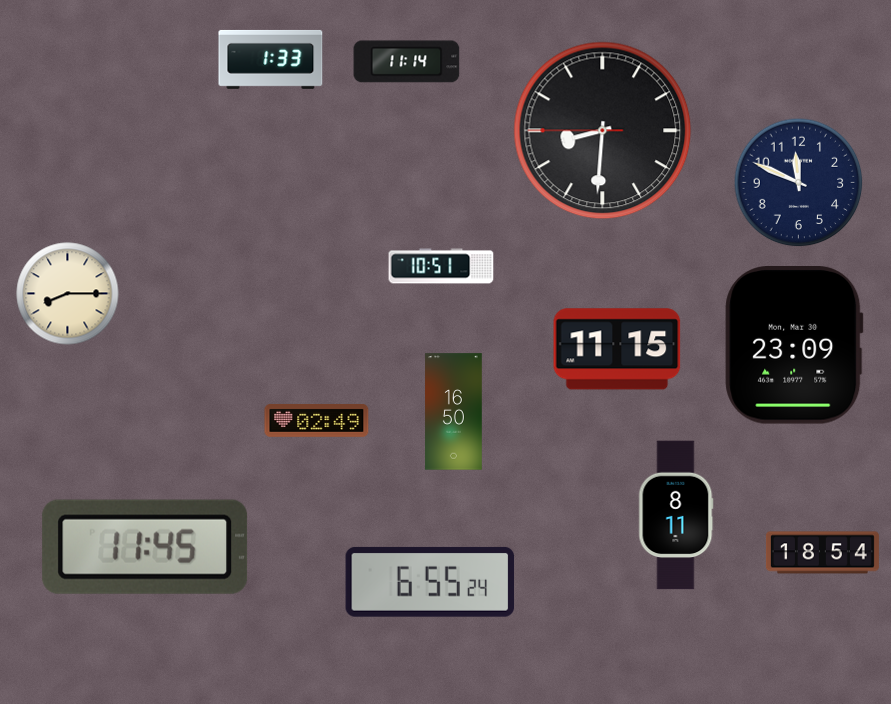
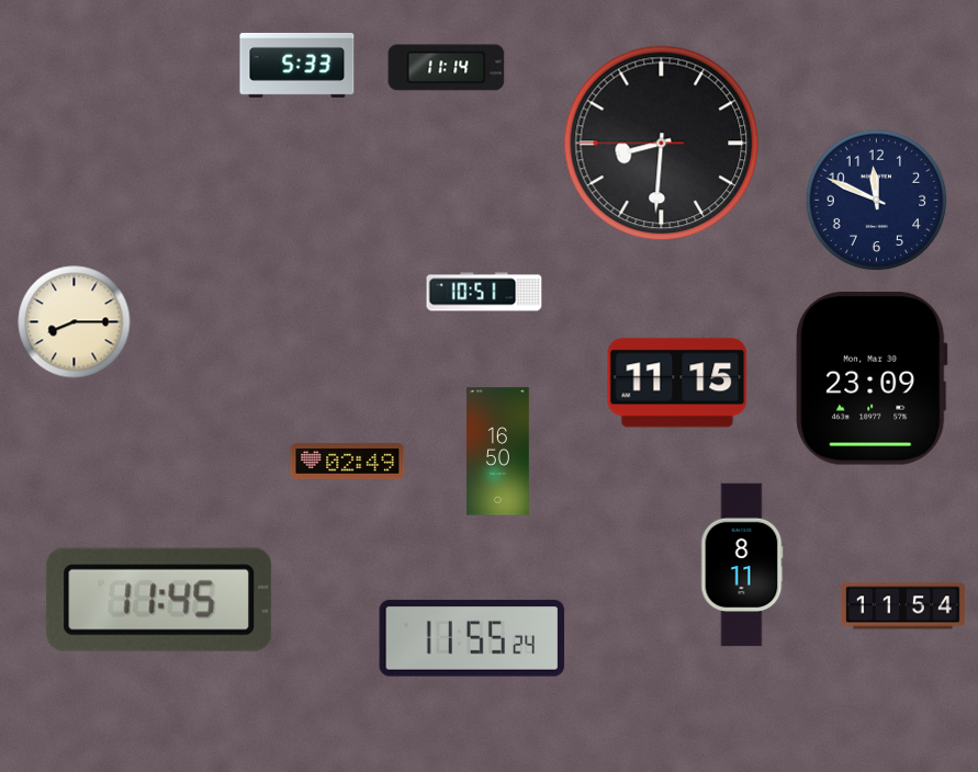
clock at (271, 59): 1:33 -> 5:33
clock at (822, 553): 18:54 -> 11:54
clock at (430, 582): 6:55 -> 11:55
